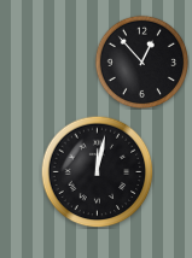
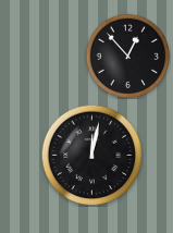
clock at (97, 171) position: (97, 171) -> (91, 155)
